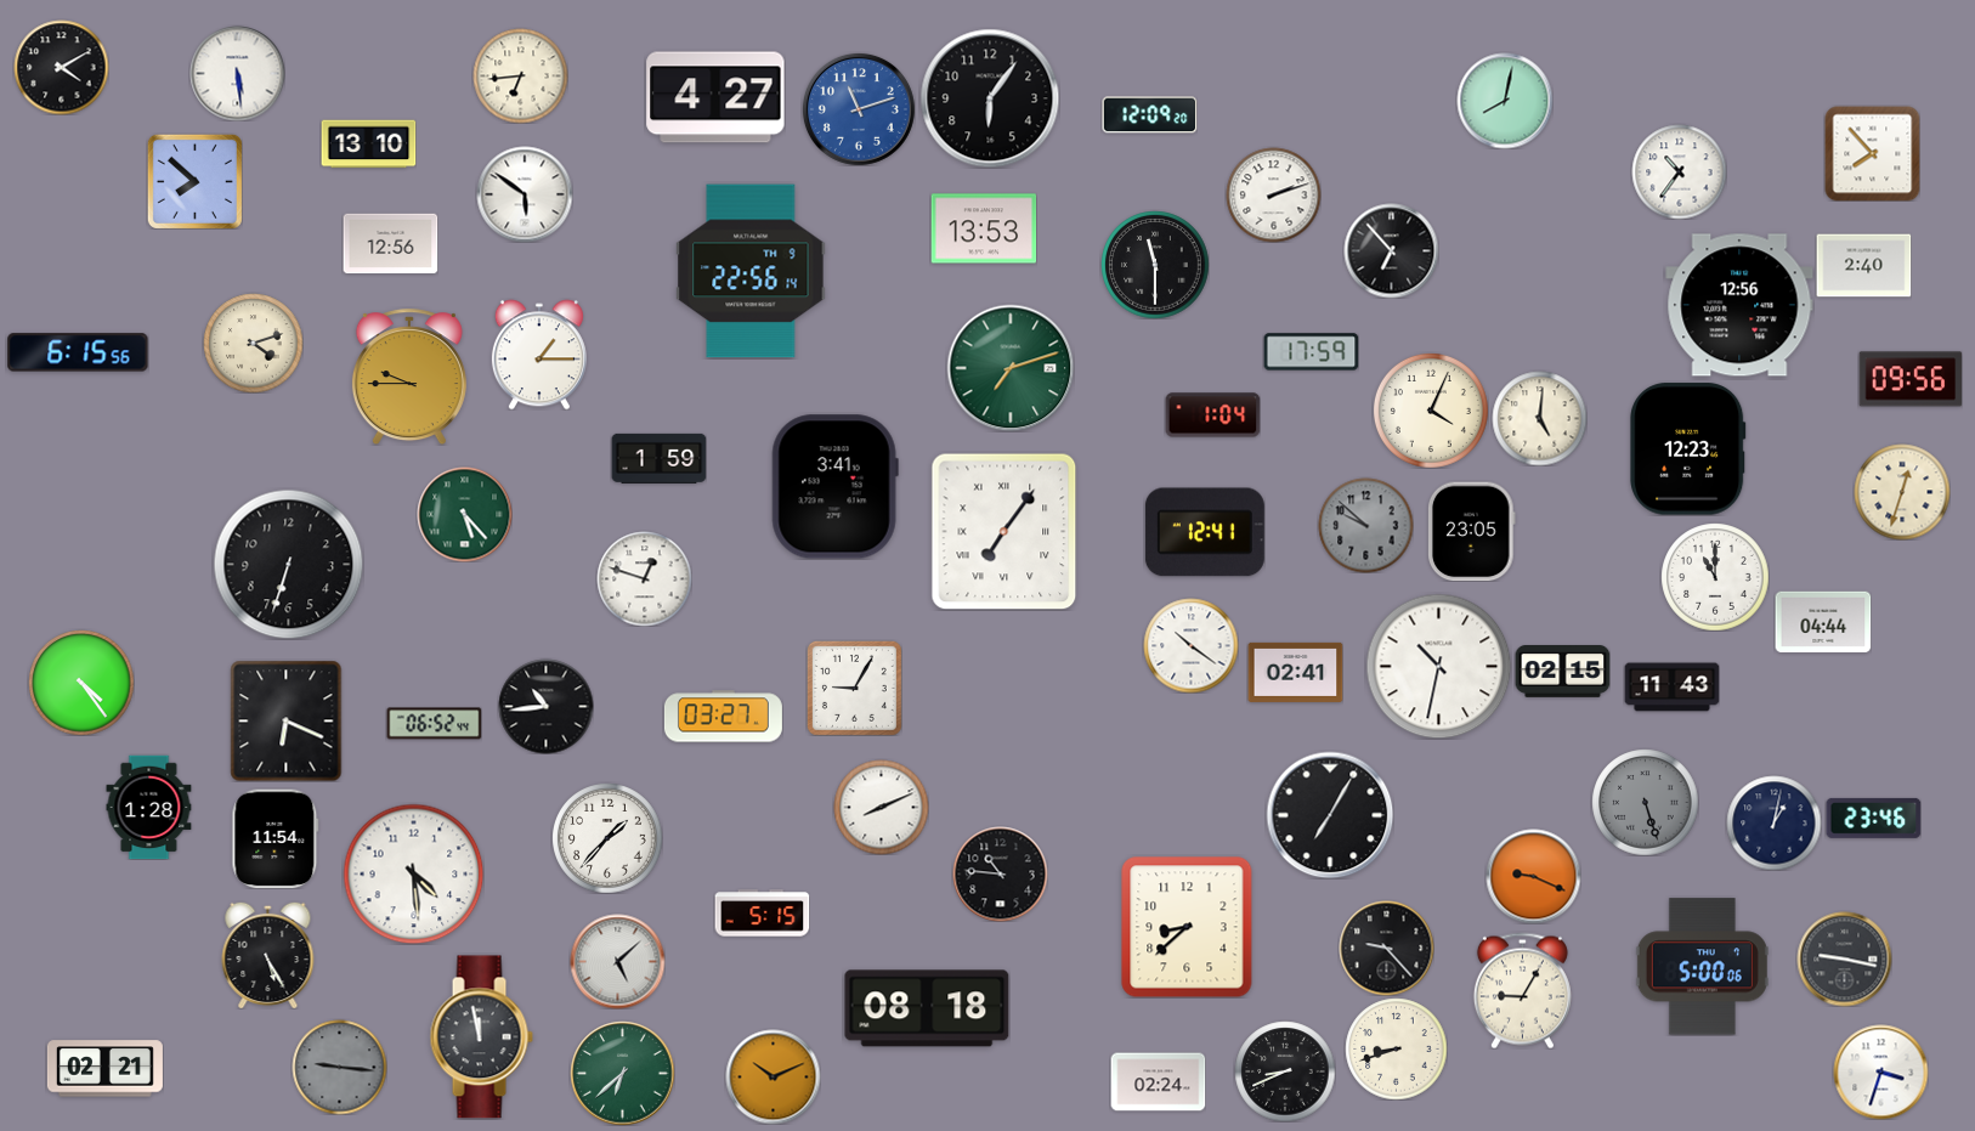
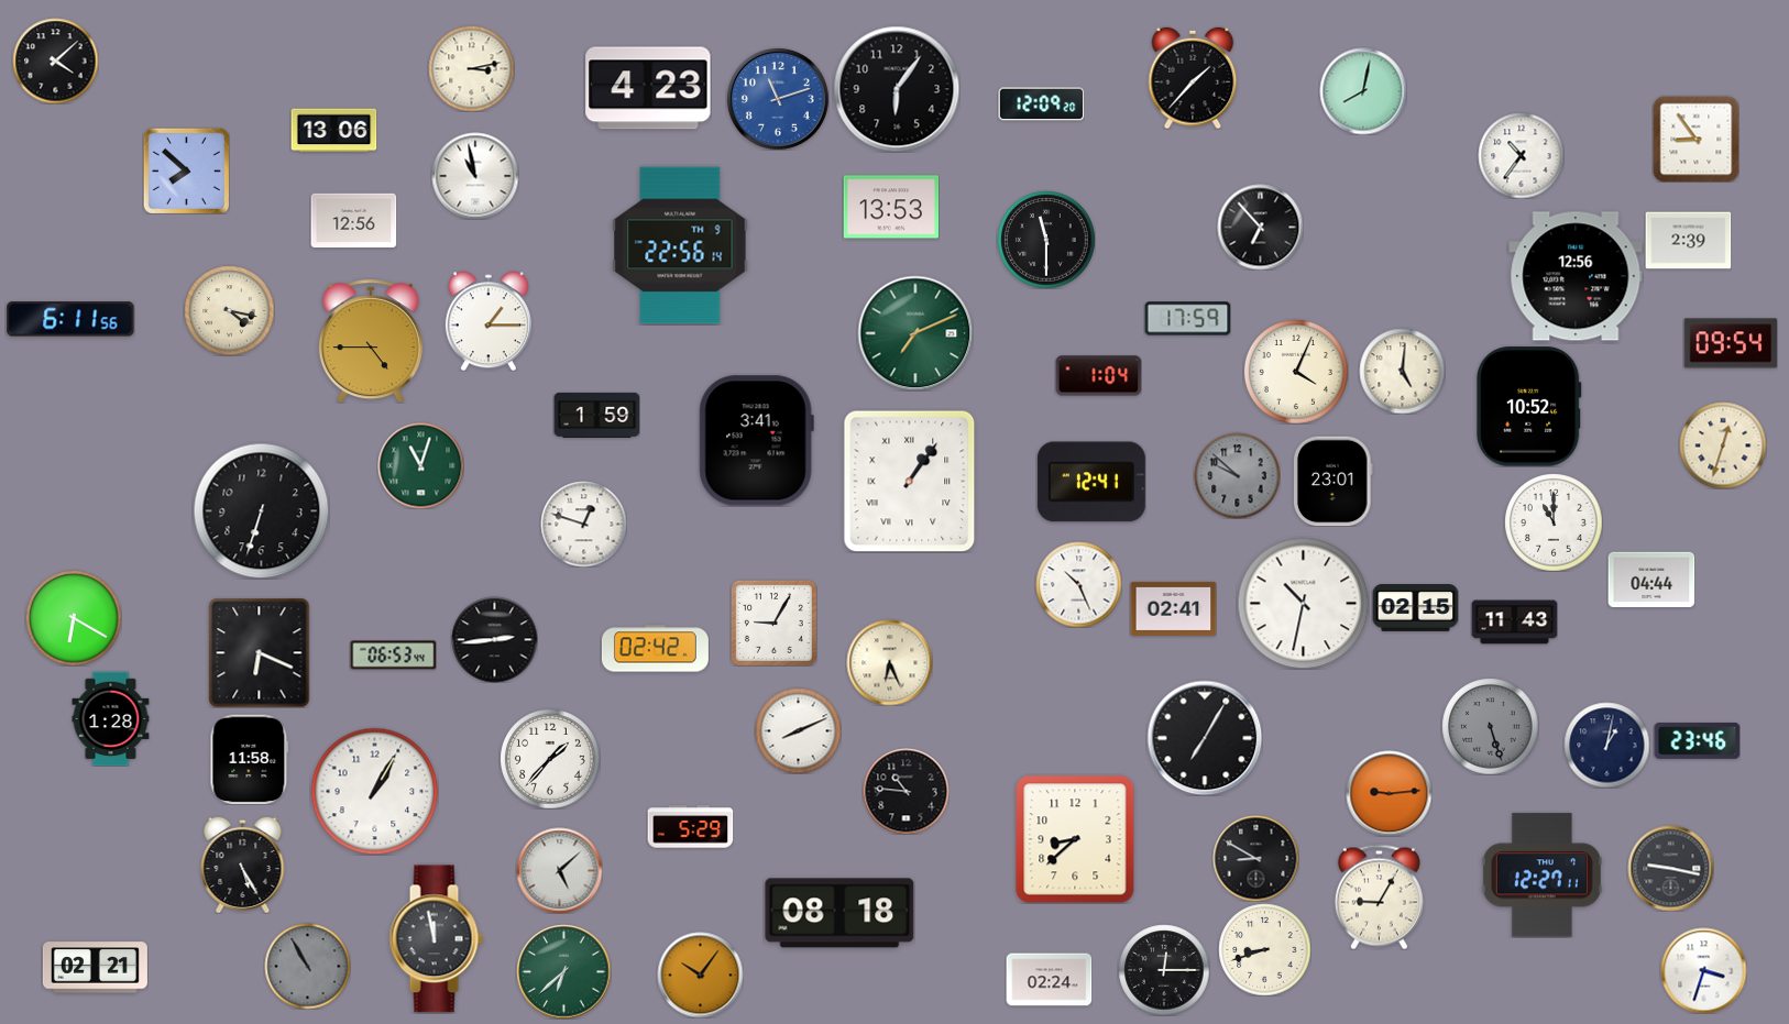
clock at (61, 67): 4:10 -> 4:08
clock at (237, 73): 5:29 -> none
clock at (520, 75): 6:44 -> 3:13
clock at (1193, 78): none -> 1:37
clock at (715, 97): 4:27 -> 4:23
clock at (368, 145): 13:10 -> 13:06
clock at (1872, 153): 7:53 -> 8:54
clock at (194, 181) position: (194, 181) -> (186, 170)
clock at (525, 194): 5:51 -> 10:58
clock at (1273, 194): 2:12 -> none
clock at (1863, 266): 2:40 -> 2:39
clock at (253, 343): 4:12 -> 4:17
clock at (78, 352): 6:15 -> 6:11
clock at (1011, 368): 7:12 -> 7:11
clock at (409, 377): 9:45 -> 4:45
clock at (1911, 379): 09:56 -> 09:54
clock at (1539, 418) position: (1539, 418) -> (1402, 371)
clock at (1688, 449): 12:23 -> 10:52
clock at (464, 514): 5:23 -> 11:03
clock at (1005, 531): 7:06 -> 1:06
clock at (1472, 531): 23:05 -> 23:01
clock at (1823, 622) position: (1823, 622) -> (1651, 580)
clock at (1190, 645): 10:21 -> 10:26
clock at (81, 683): 4:24 -> 6:20
clock at (545, 706): 10:44 -> 2:44
clock at (723, 717): 03:27 -> 02:42
clock at (434, 724): 06:52 -> 06:53
clock at (889, 662): none -> 6:26
clock at (149, 807) position: (149, 807) -> (111, 718)
clock at (276, 838): 11:54 -> 11:58
clock at (413, 873): 4:29 -> 1:05
clock at (1533, 876): 9:19 -> 9:14
clock at (762, 914): 5:15 -> 5:29
clock at (1386, 948): 9:23 -> 8:50
clock at (1702, 967): 5:00 -> 12:27
clock at (339, 1067): 9:16 -> 10:55
clock at (1285, 1071): 8:41 -> 12:15
clock at (773, 1076): 10:11 -> 10:06
